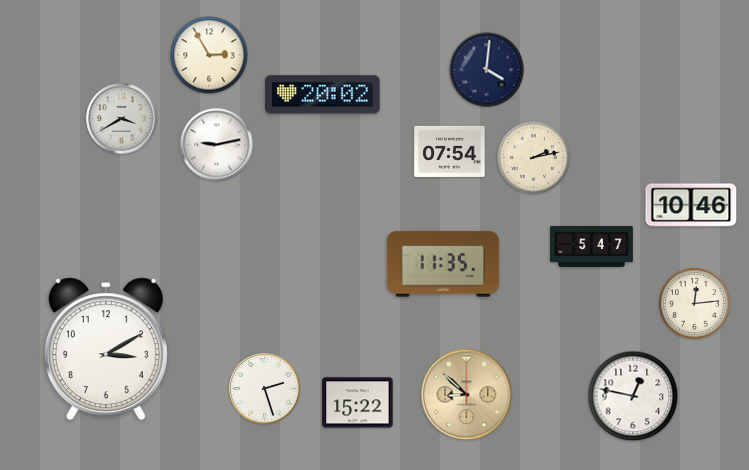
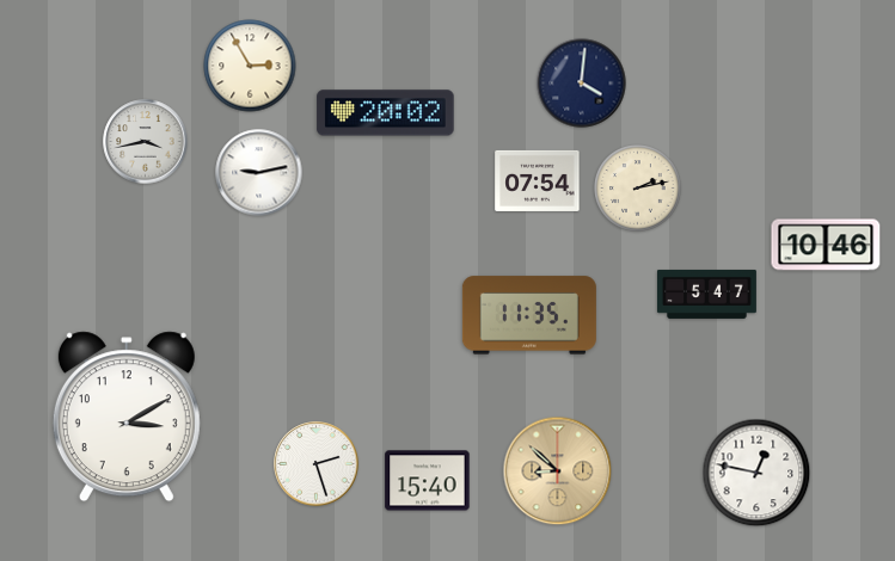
clock at (122, 119): 3:40 -> 3:43
clock at (694, 303): 12:14 -> none
clock at (358, 403): 15:22 -> 15:40
